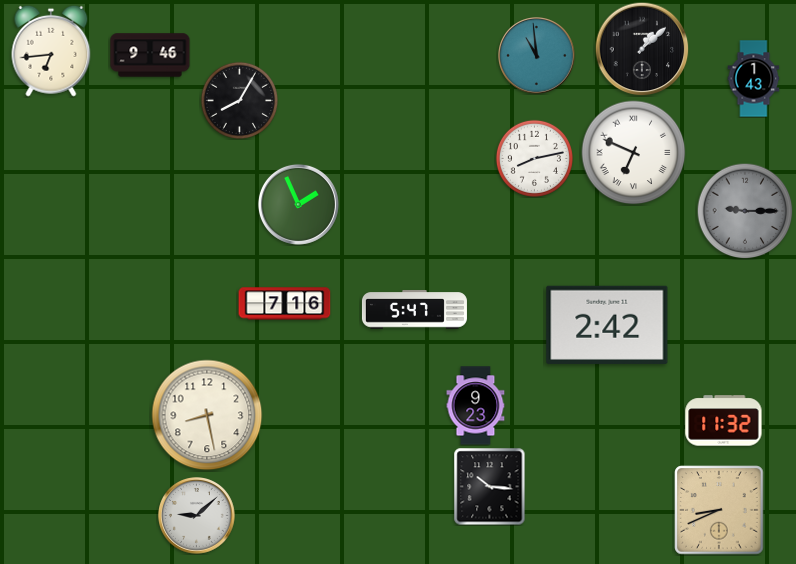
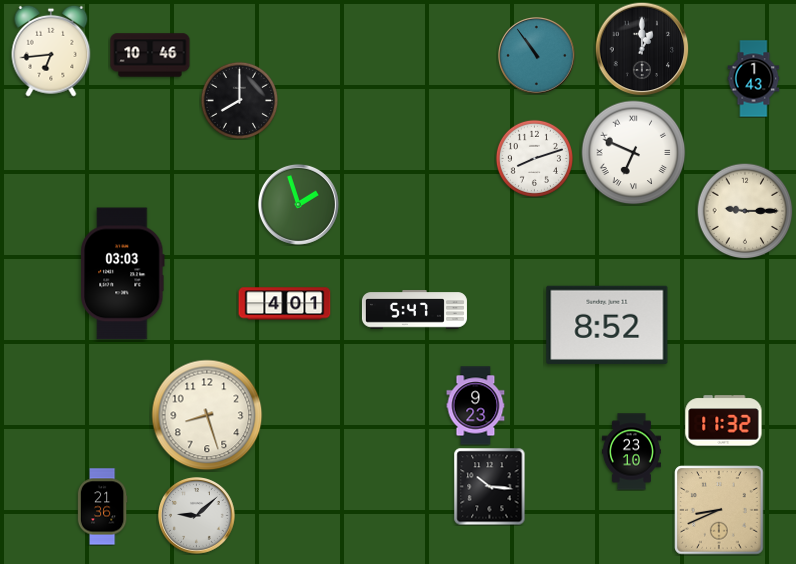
clock at (642, 49): 1:08 -> 1:00
clock at (150, 55): 9:46 -> 10:46
clock at (537, 56): 10:59 -> 10:54
clock at (239, 100): 8:05 -> 8:00
clock at (534, 158): 8:13 -> 8:12
clock at (298, 204): 1:56 -> 1:57
clock at (745, 211) dial: grey -> cream
clock at (123, 274): none -> 03:03
clock at (285, 304): 7:16 -> 4:01
clock at (607, 325): 2:42 -> 8:52
clock at (207, 415): 8:28 -> 8:27
clock at (631, 452): none -> 23:10
clock at (102, 507): none -> 21:36
